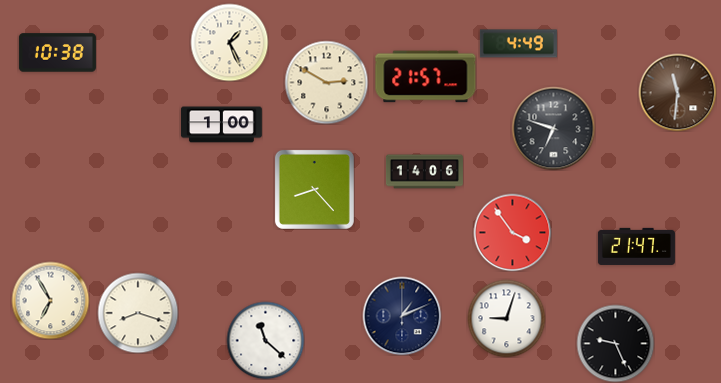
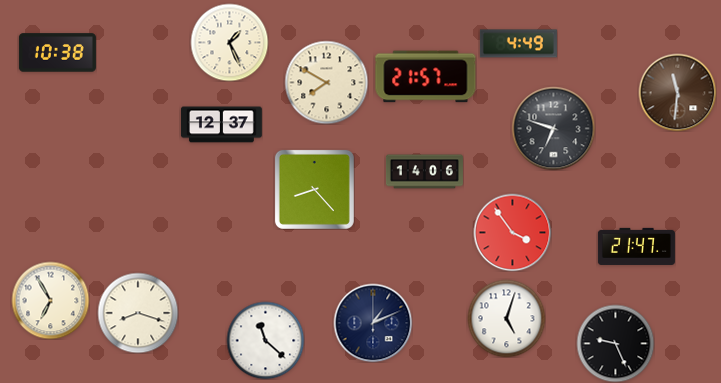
clock at (326, 82): 2:50 -> 7:50
clock at (221, 125): 1:00 -> 12:37
clock at (402, 316) position: (402, 316) -> (373, 323)
clock at (506, 318): 9:03 -> 5:03
